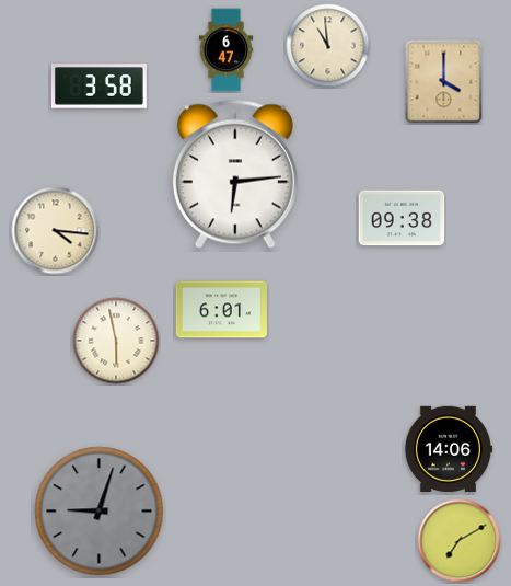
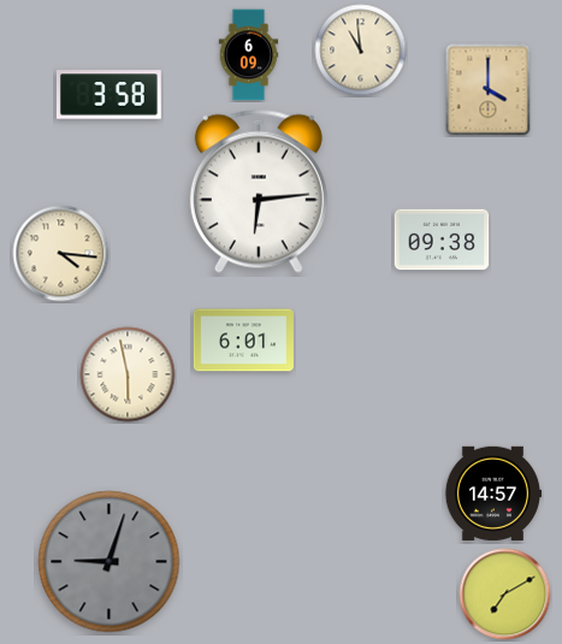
clock at (227, 50): 6:47 -> 6:09
clock at (449, 448): 14:06 -> 14:57
